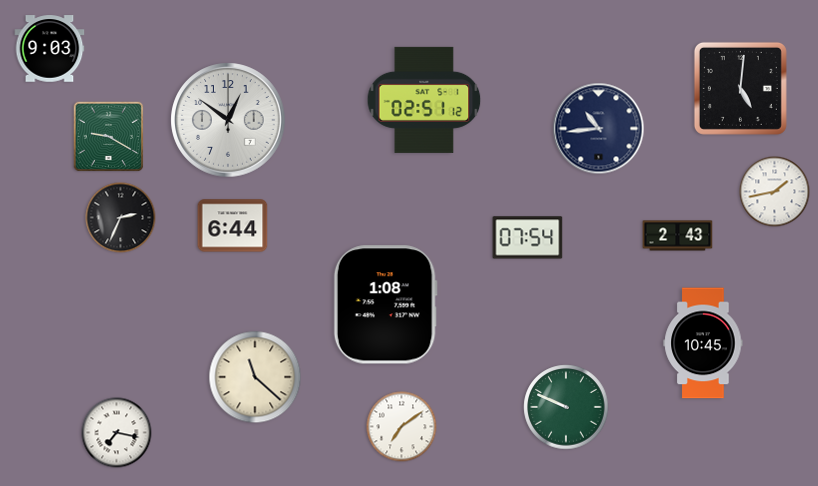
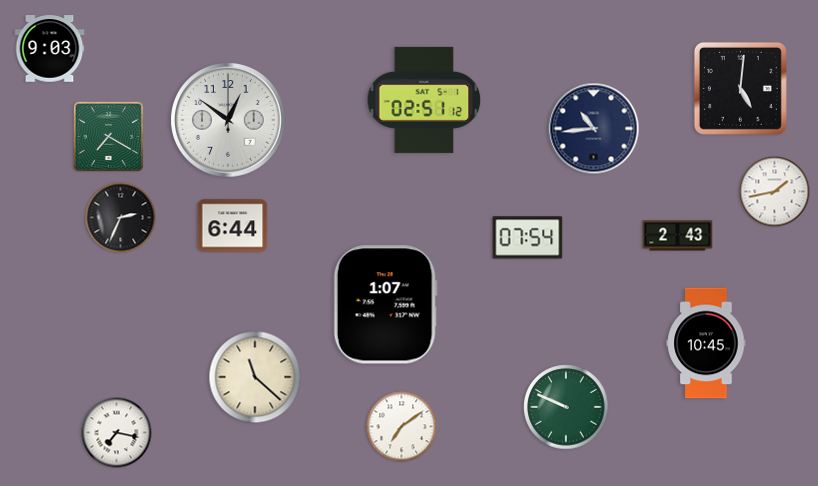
clock at (599, 129) position: (599, 129) -> (594, 129)
clock at (109, 137): 9:20 -> 7:20
clock at (385, 305): 1:08 -> 1:07
clock at (703, 343) position: (703, 343) -> (706, 343)
